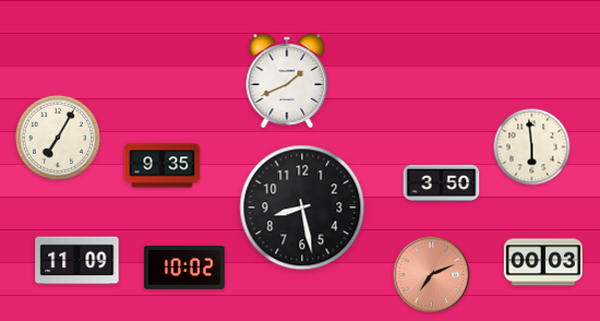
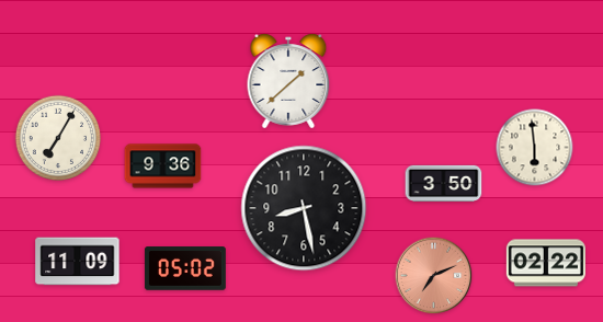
clock at (287, 81): 1:41 -> 1:38
clock at (163, 166): 9:35 -> 9:36
clock at (543, 262): 00:03 -> 02:22
clock at (184, 267): 10:02 -> 05:02
